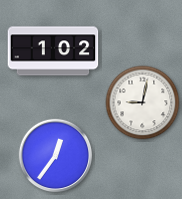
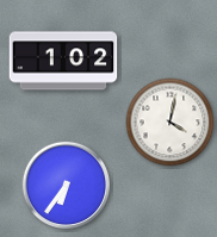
clock at (143, 103): 9:02 -> 4:02
clock at (56, 156): 12:36 -> 6:36
